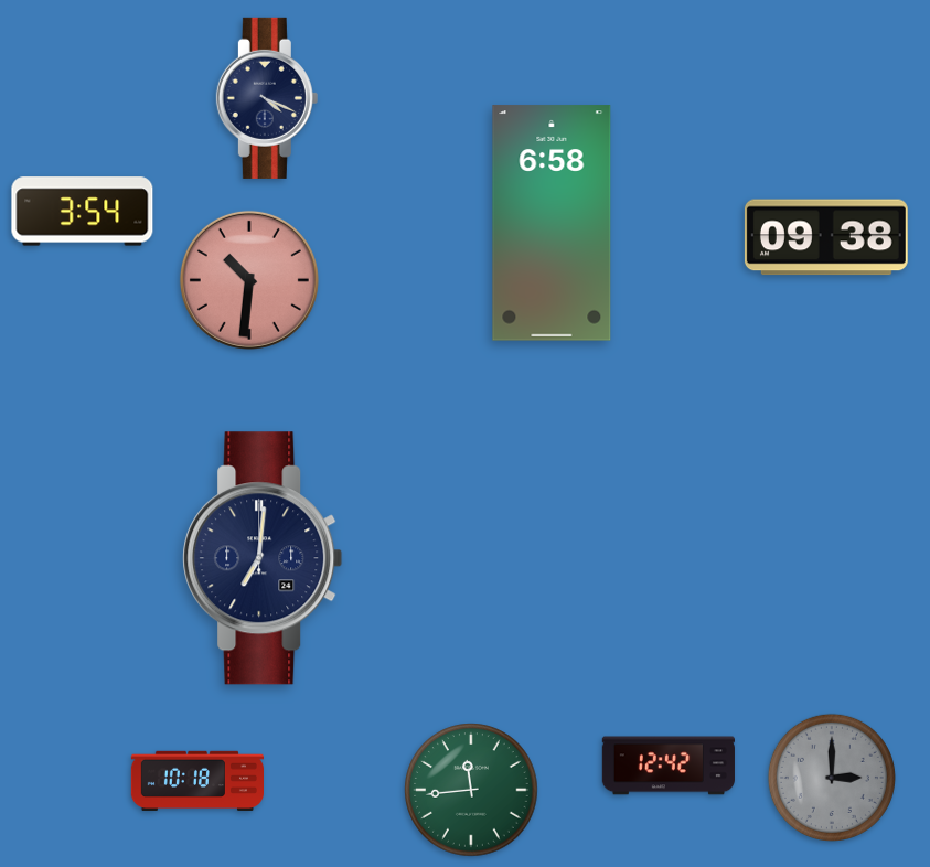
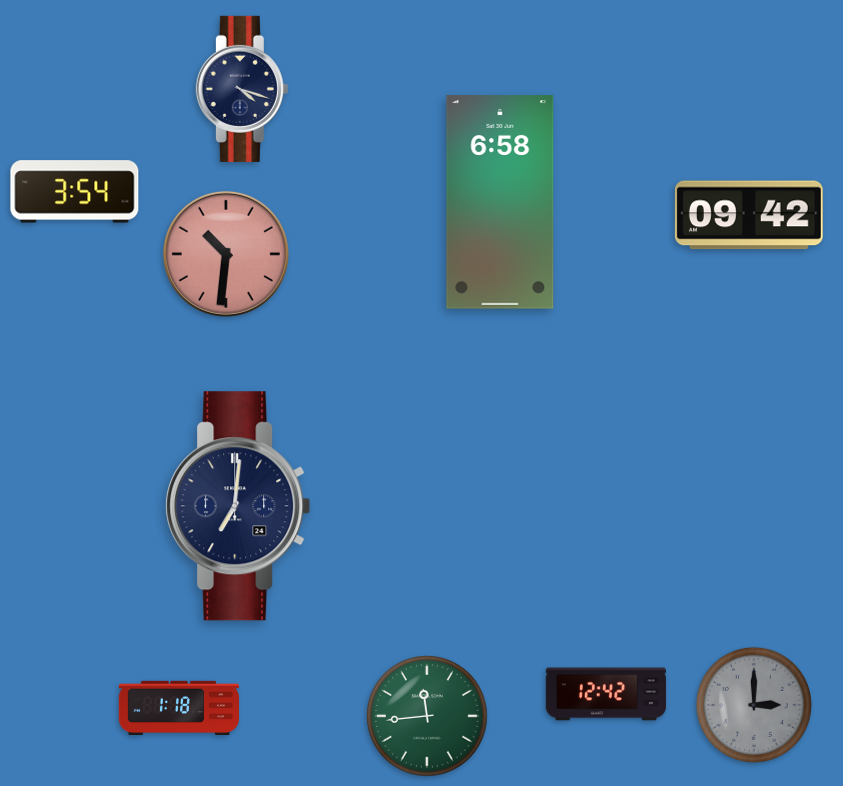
clock at (267, 98): 4:19 -> 4:18
clock at (826, 237): 09:38 -> 09:42
clock at (196, 780): 10:18 -> 1:18
